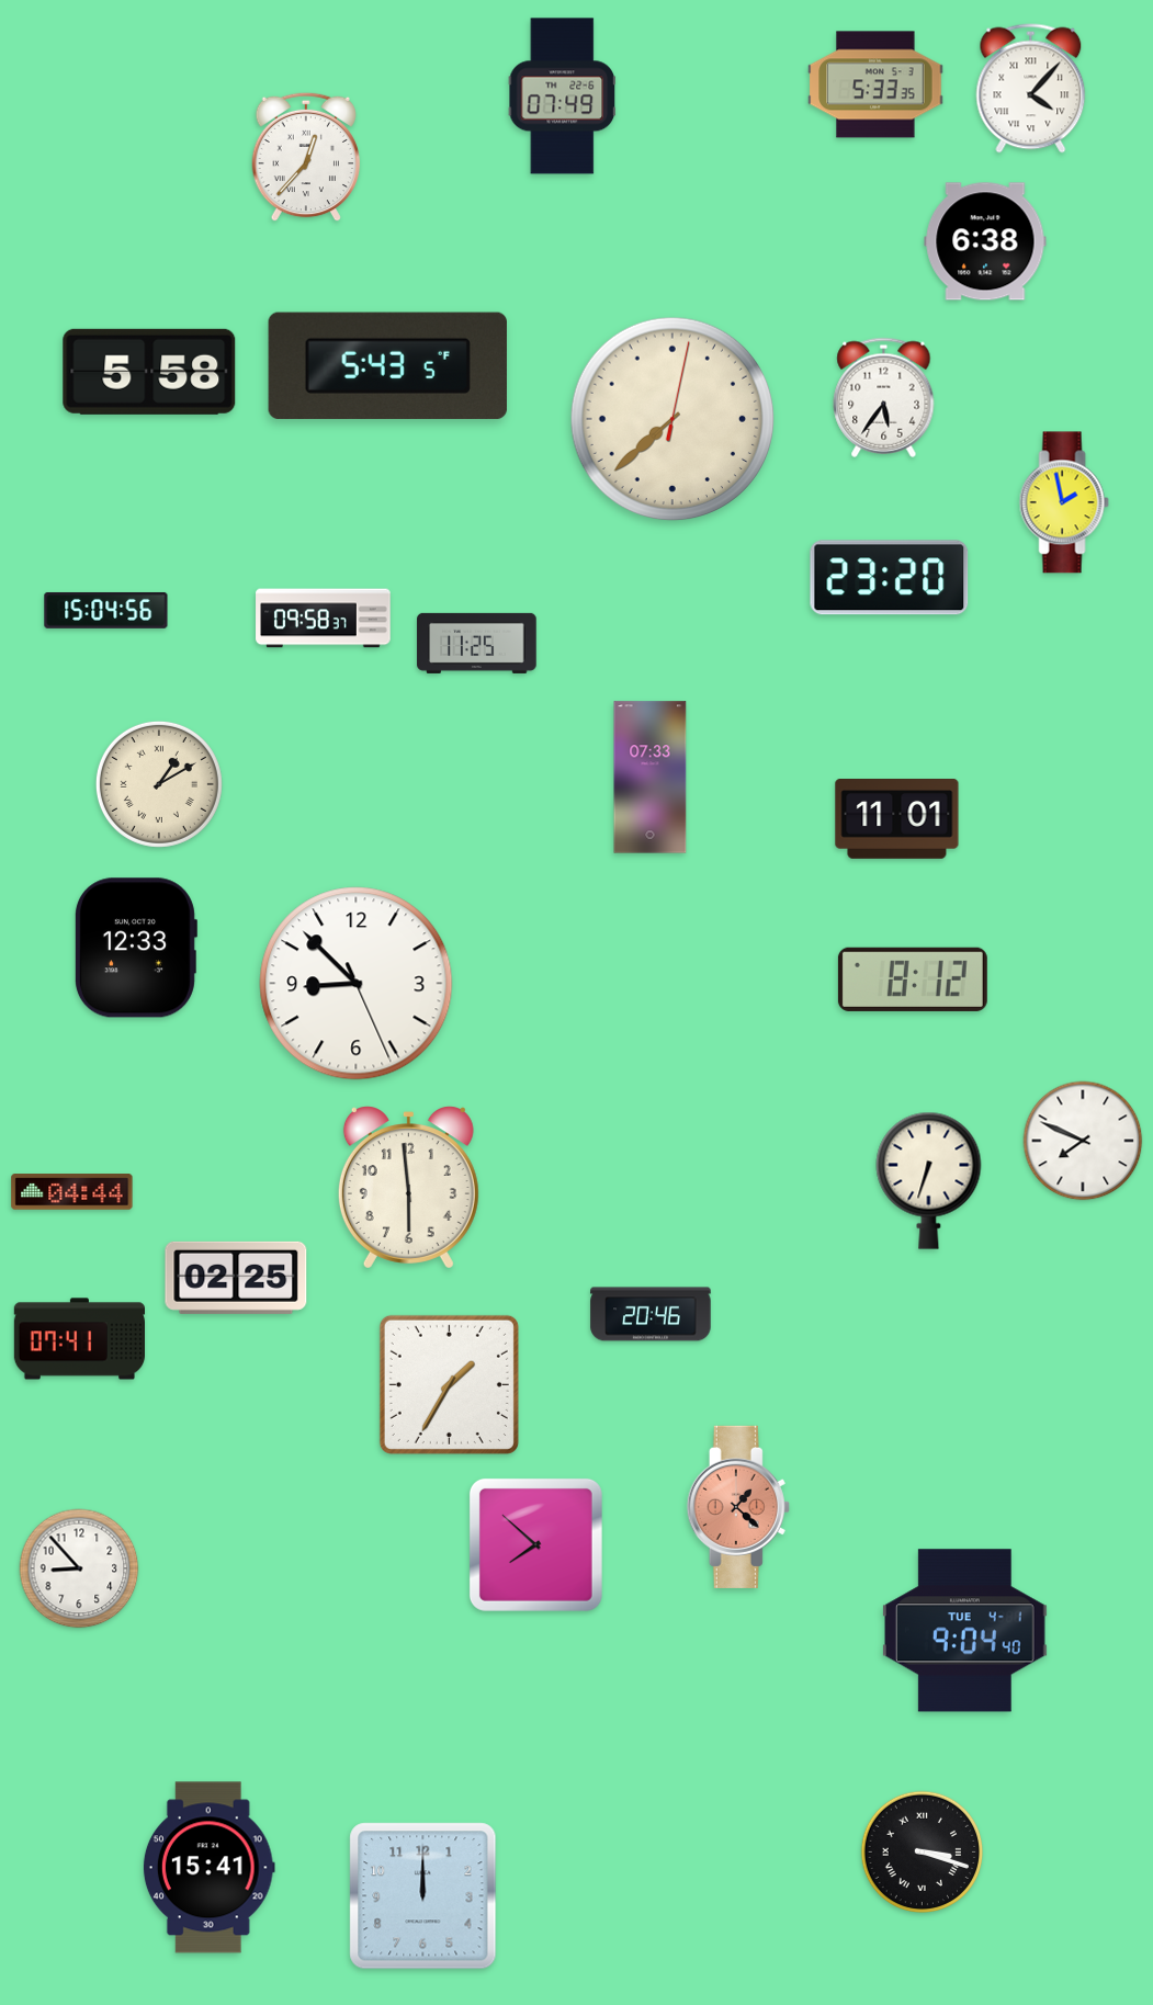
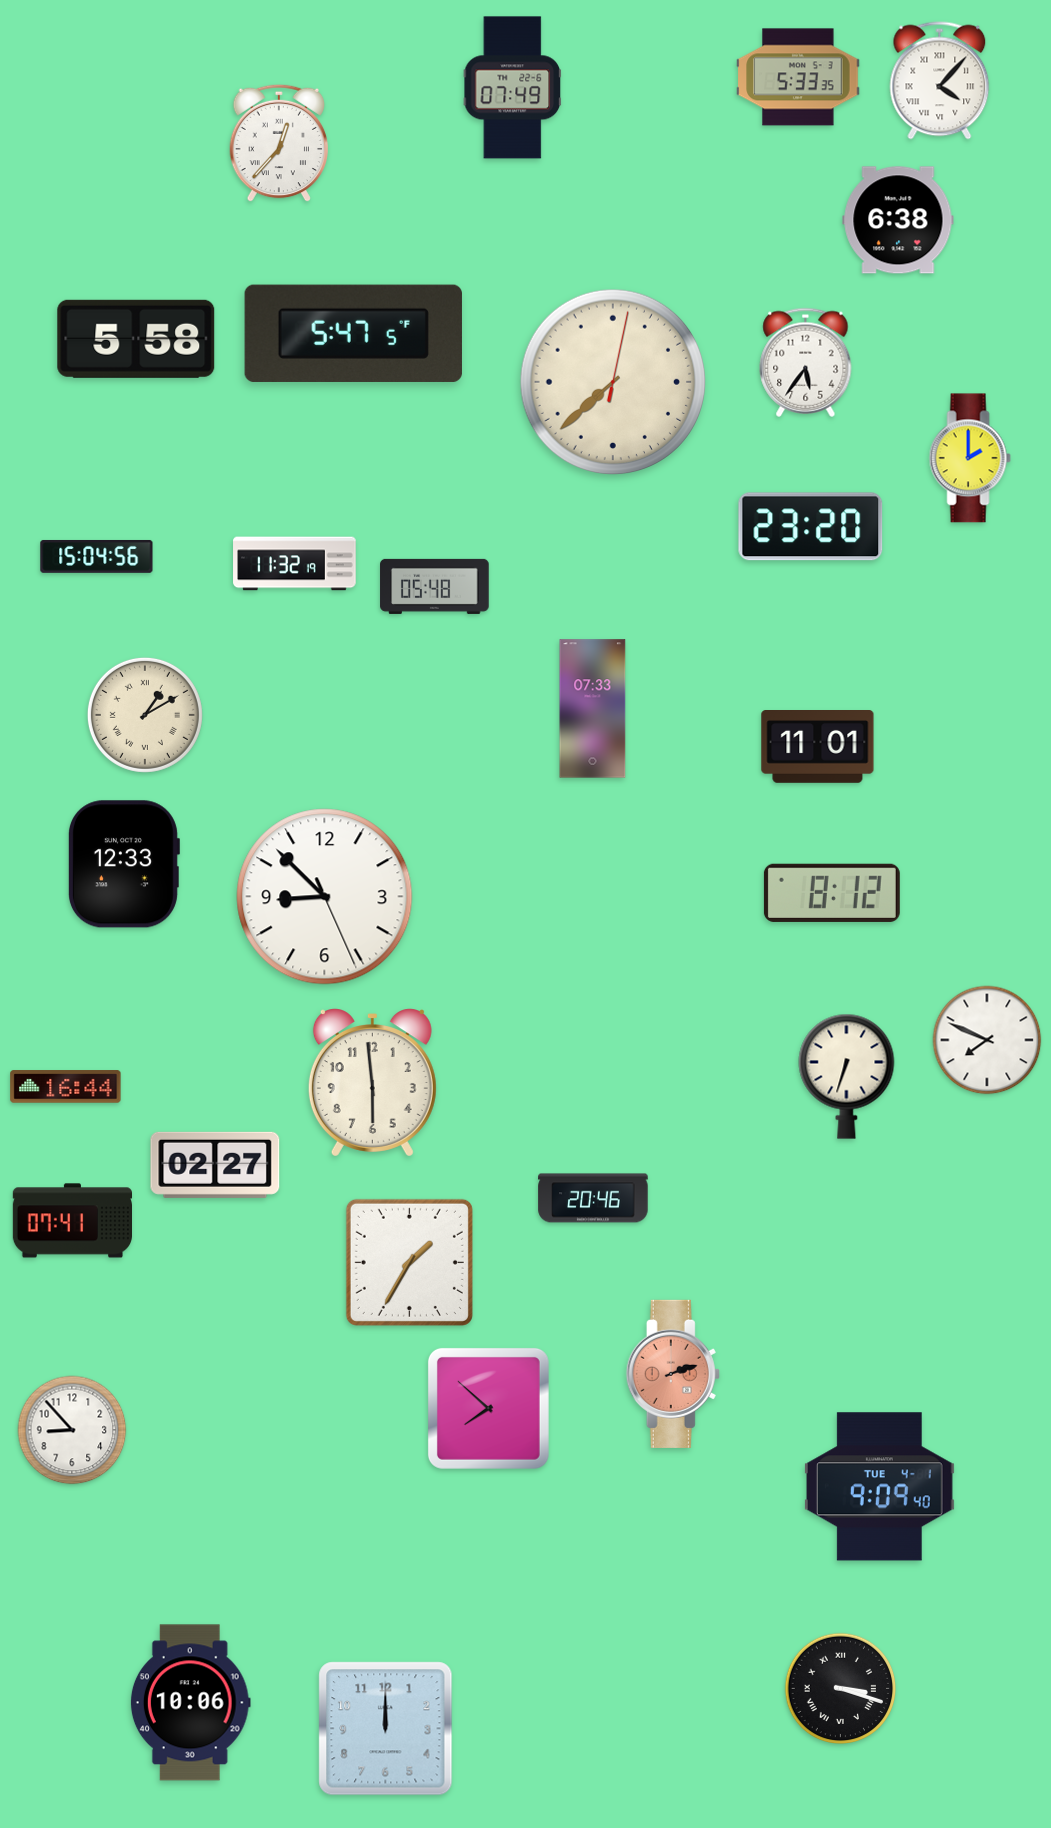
clock at (387, 365): 5:43 -> 5:47
clock at (1064, 502): 1:58 -> 2:00
clock at (324, 619): 09:58 -> 11:32
clock at (477, 643): 11:25 -> 05:48
clock at (72, 1192): 04:44 -> 16:44
clock at (236, 1278): 02:25 -> 02:27
clock at (738, 1507): 1:22 -> 2:12
clock at (964, 1631): 9:04 -> 9:09
clock at (208, 1868): 15:41 -> 10:06
